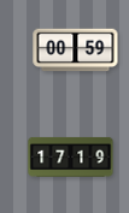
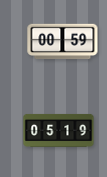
clock at (71, 158): 17:19 -> 05:19
